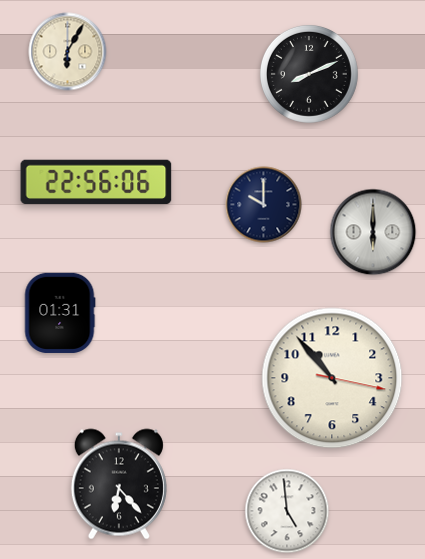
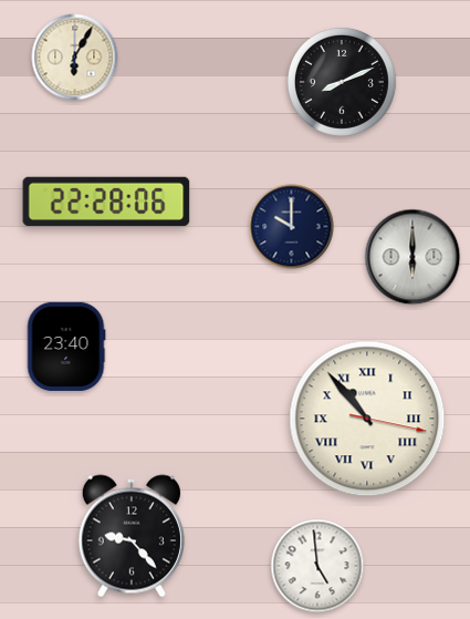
clock at (96, 182): 22:56 -> 22:28
clock at (60, 313): 01:31 -> 23:40
clock at (332, 378) numerals: Arabic -> Roman
clock at (119, 484): 6:23 -> 9:23
